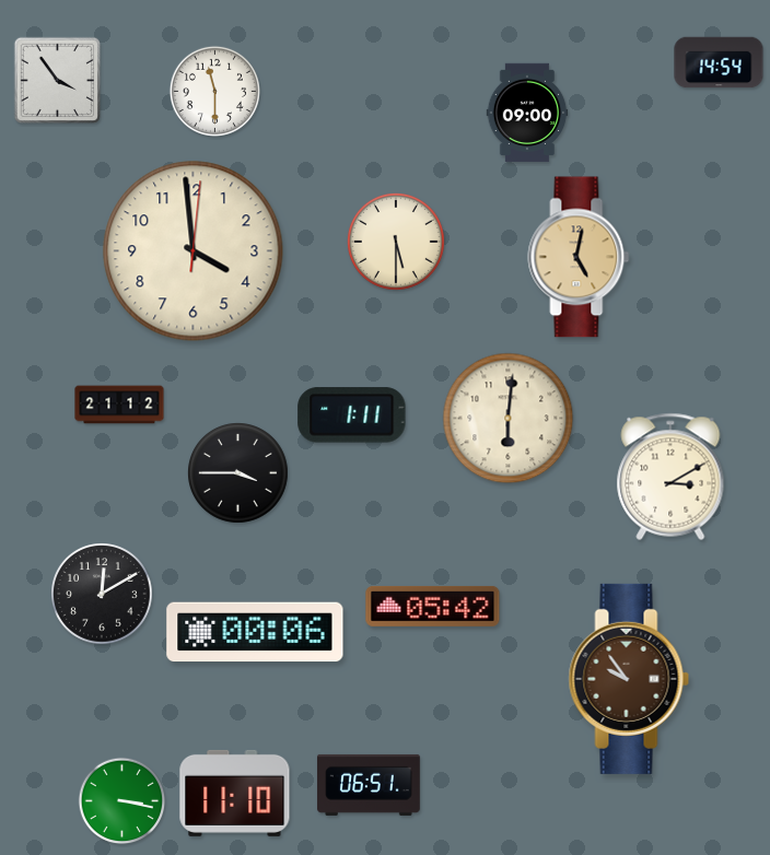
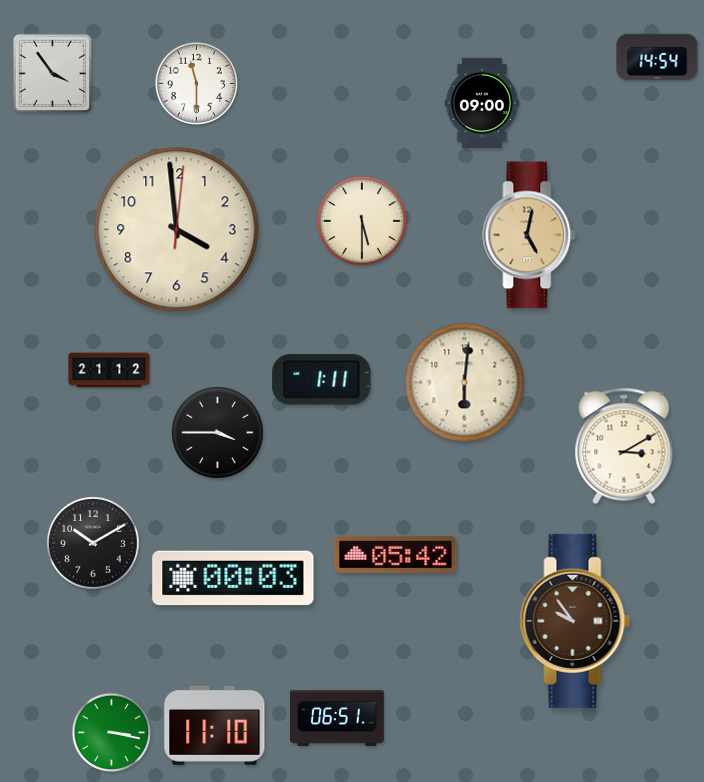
clock at (670, 477) position: (670, 477) -> (624, 446)
clock at (102, 594): 12:10 -> 10:10
clock at (255, 632): 00:06 -> 00:03
